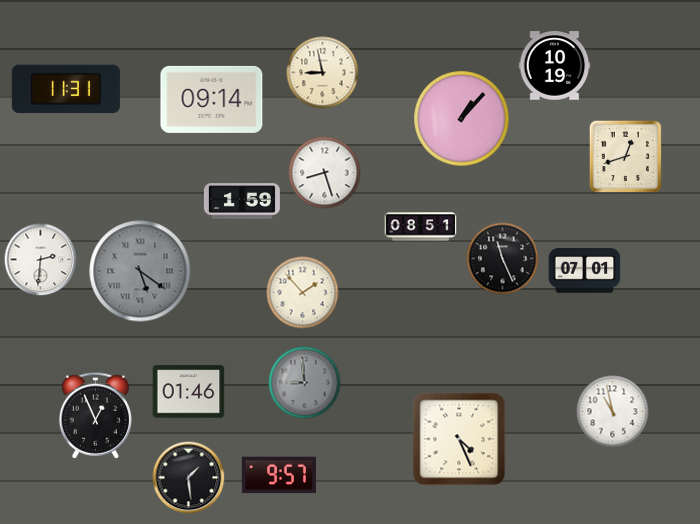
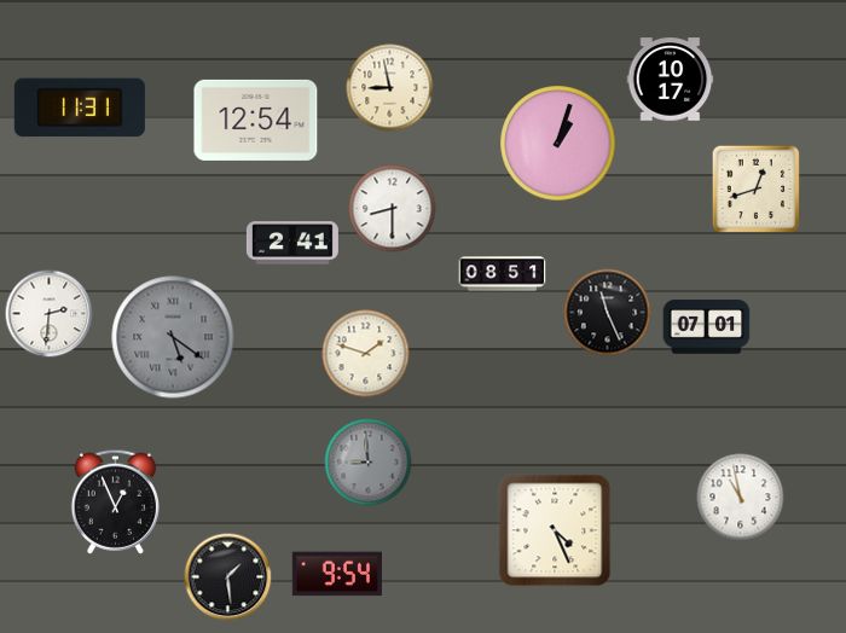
clock at (555, 66): 10:19 -> 10:17
clock at (212, 99): 09:14 -> 12:54
clock at (462, 119): 1:07 -> 1:03
clock at (325, 173): 8:27 -> 8:30
clock at (242, 201): 1:59 -> 2:41
clock at (421, 227) position: (421, 227) -> (503, 274)
clock at (140, 271) position: (140, 271) -> (173, 337)
clock at (303, 293): 1:53 -> 1:48
clock at (189, 392): 01:46 -> none
clock at (279, 475): 9:57 -> 9:54
